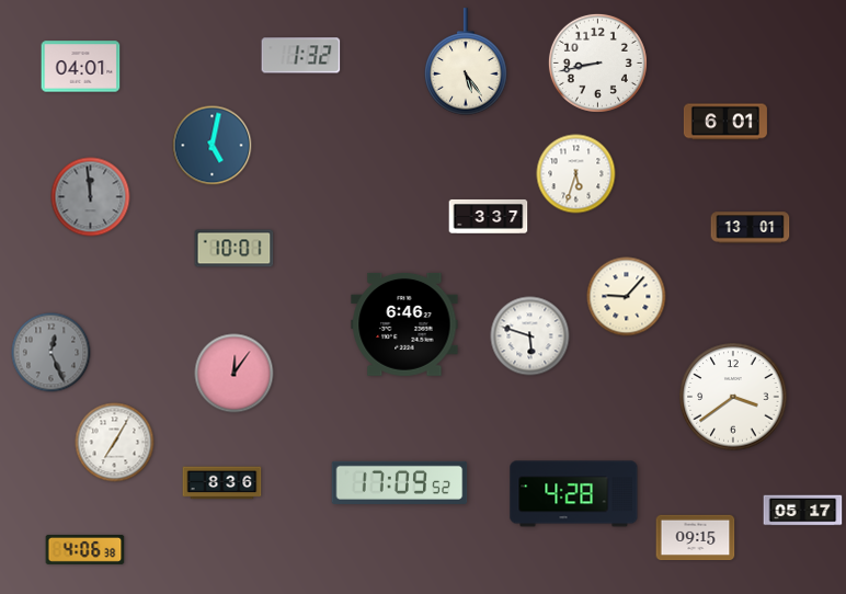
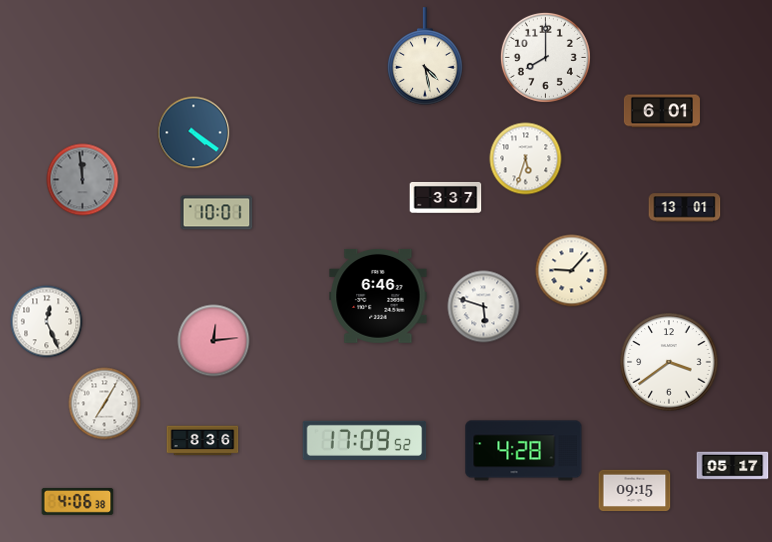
clock at (301, 56): 1:32 -> none
clock at (466, 61): 5:24 -> 4:28
clock at (597, 62): 8:43 -> 8:00
clock at (81, 67): 04:01 -> none
clock at (213, 146): 5:02 -> 4:21
clock at (235, 249) position: (235, 249) -> (217, 213)
clock at (404, 324) position: (404, 324) -> (378, 296)
clock at (52, 353) dial: grey -> white
clock at (235, 374): 12:06 -> 12:14
